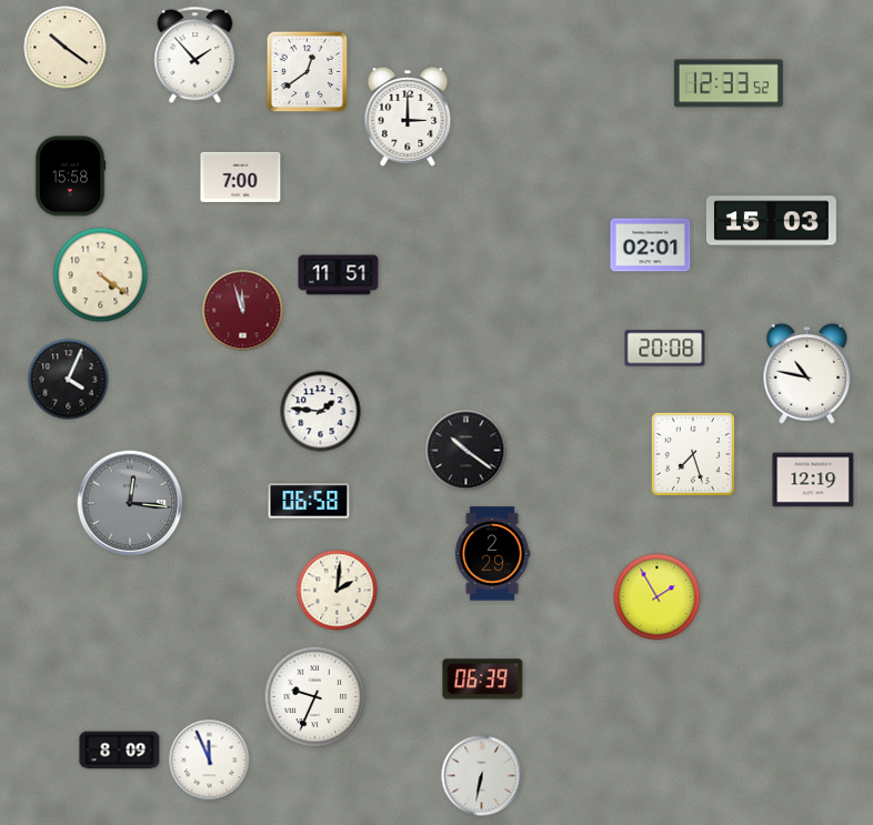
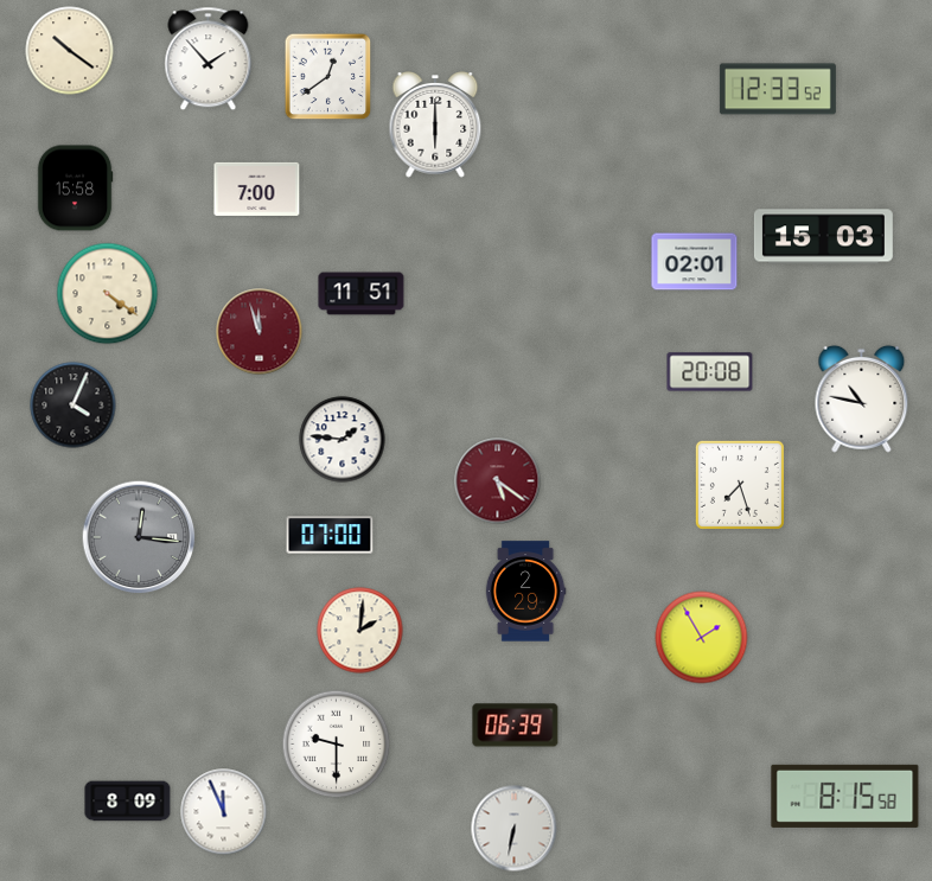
clock at (408, 117): 3:00 -> 6:00
clock at (466, 451): 10:21 -> 5:21
clock at (466, 451) dial: black -> burgundy
clock at (813, 480): 12:19 -> none
clock at (309, 501): 06:58 -> 07:00
clock at (315, 697): 9:34 -> 9:30
clock at (845, 796): none -> 8:15
